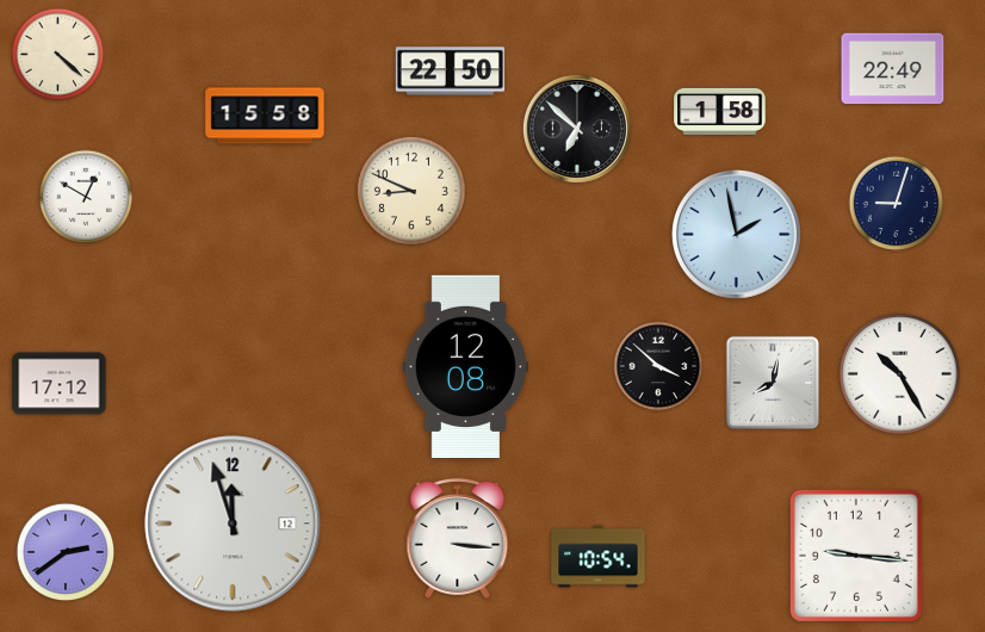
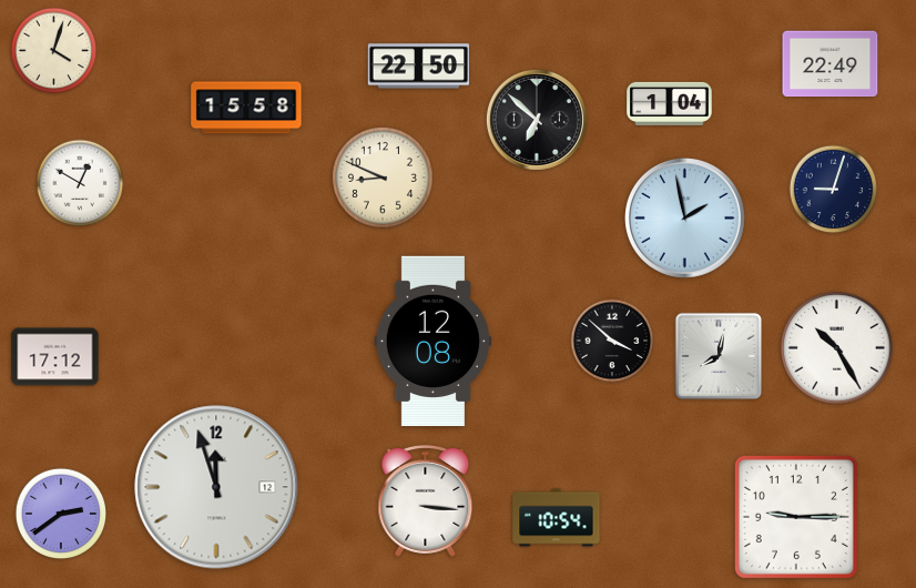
clock at (58, 55): 4:22 -> 4:03
clock at (720, 111): 1:58 -> 1:04
clock at (856, 556): 9:16 -> 9:15
